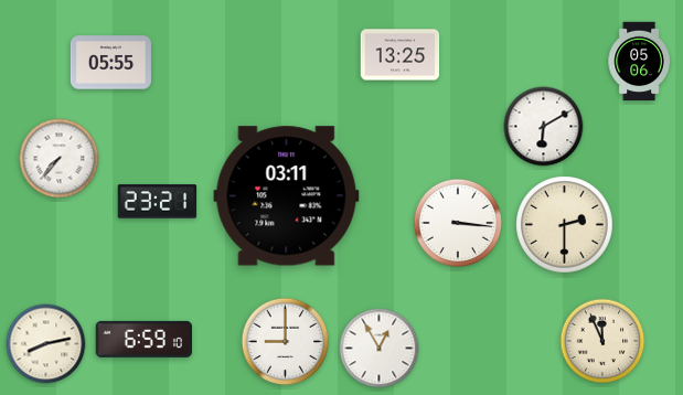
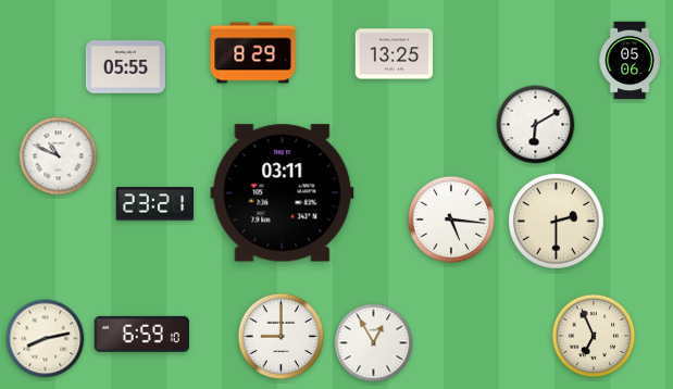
clock at (253, 53): none -> 8:29
clock at (110, 63) position: (110, 63) -> (125, 67)
clock at (60, 159): 7:37 -> 10:49
clock at (158, 202) position: (158, 202) -> (155, 204)
clock at (457, 222): 3:16 -> 5:16
clock at (602, 341): 11:56 -> 6:56
